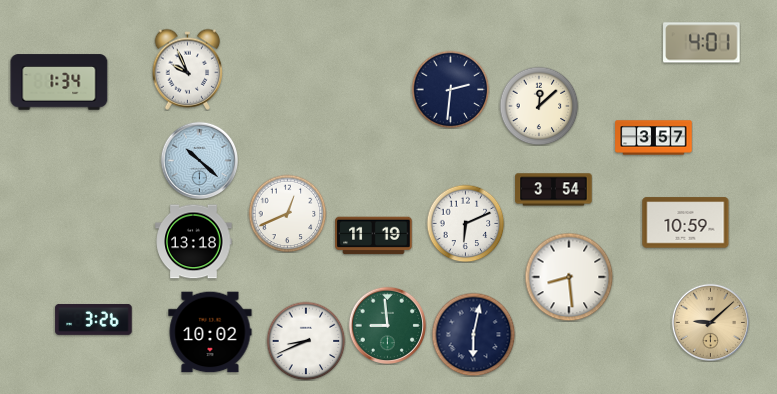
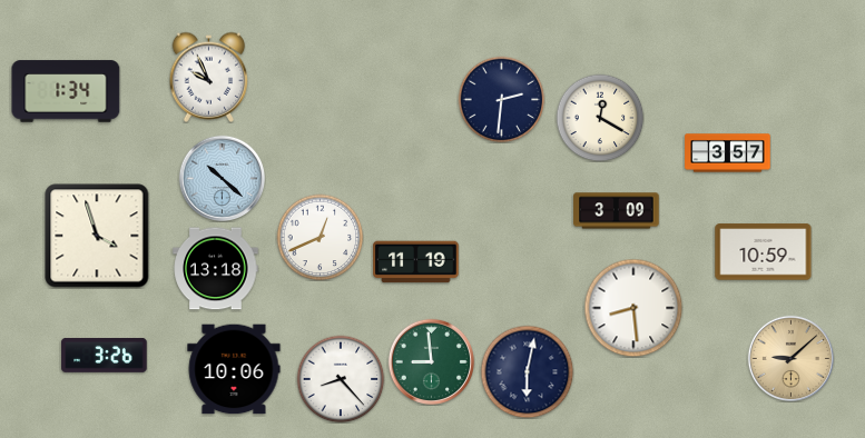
clock at (702, 43): 4:01 -> none
clock at (539, 106): 12:08 -> 12:20
clock at (554, 190): 3:54 -> 3:09
clock at (97, 236): none -> 3:57
clock at (465, 223): 6:11 -> none
clock at (686, 223) position: (686, 223) -> (764, 252)
clock at (210, 332): 10:02 -> 10:06
clock at (306, 341): 8:41 -> 8:23
